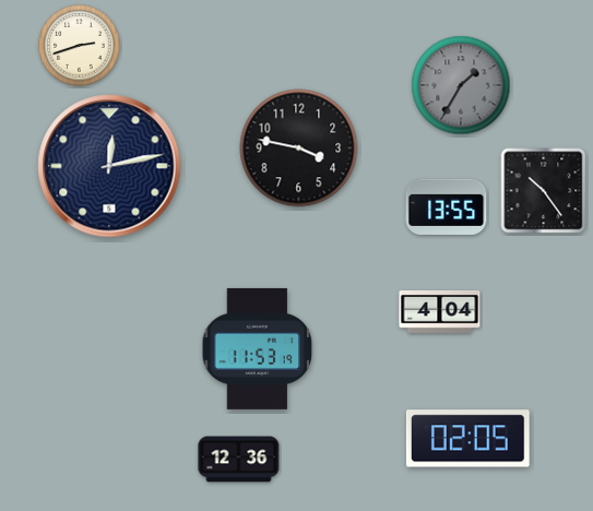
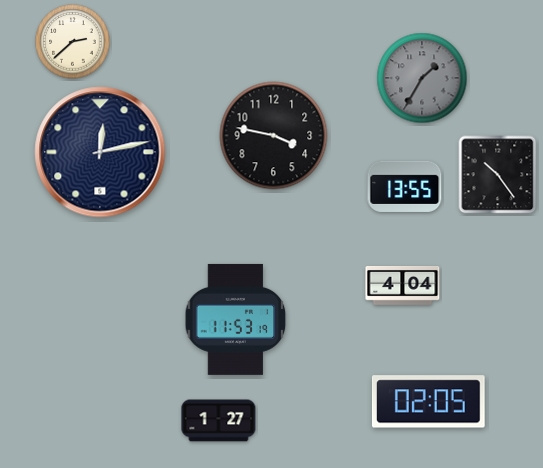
clock at (80, 46): 2:42 -> 2:38
clock at (447, 206) position: (447, 206) -> (405, 186)
clock at (239, 460): 12:36 -> 1:27
